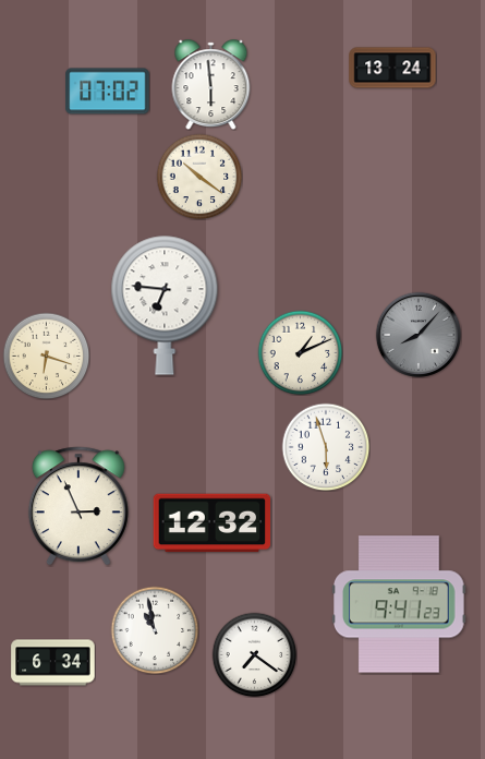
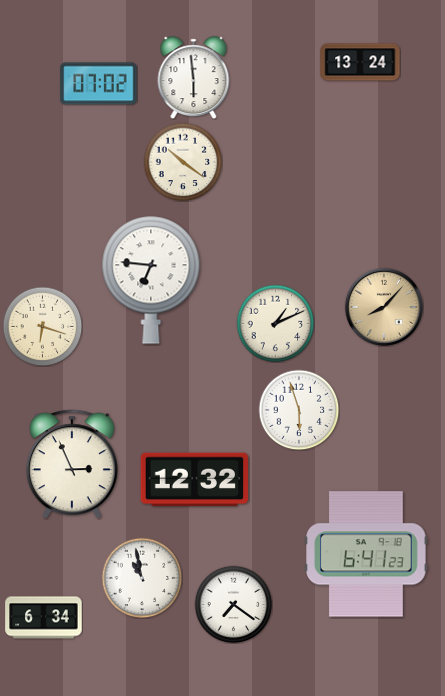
clock at (417, 334) dial: grey -> champagne
clock at (400, 604): 9:41 -> 6:41
clock at (254, 654) position: (254, 654) -> (233, 604)
clock at (53, 663) position: (53, 663) -> (44, 618)
